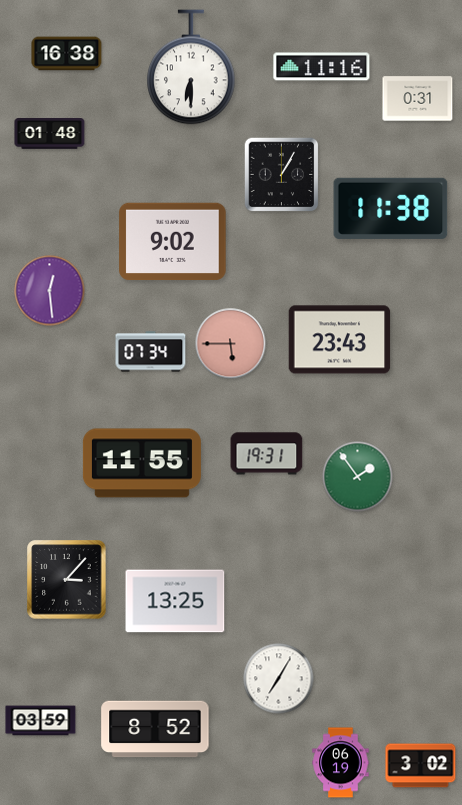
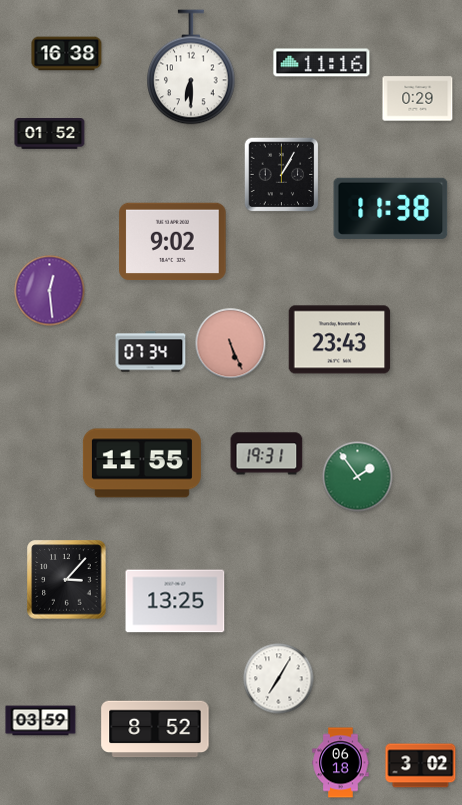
clock at (322, 67) position: (322, 67) -> (322, 63)
clock at (418, 99): 0:31 -> 0:29
clock at (50, 134): 01:48 -> 01:52
clock at (231, 344): 5:45 -> 5:26
clock at (341, 763): 06:19 -> 06:18
